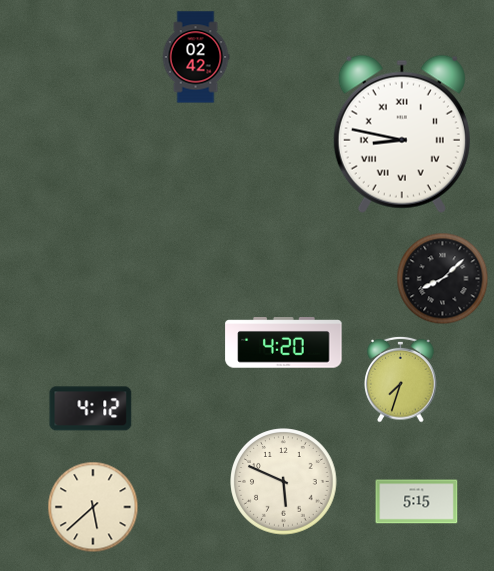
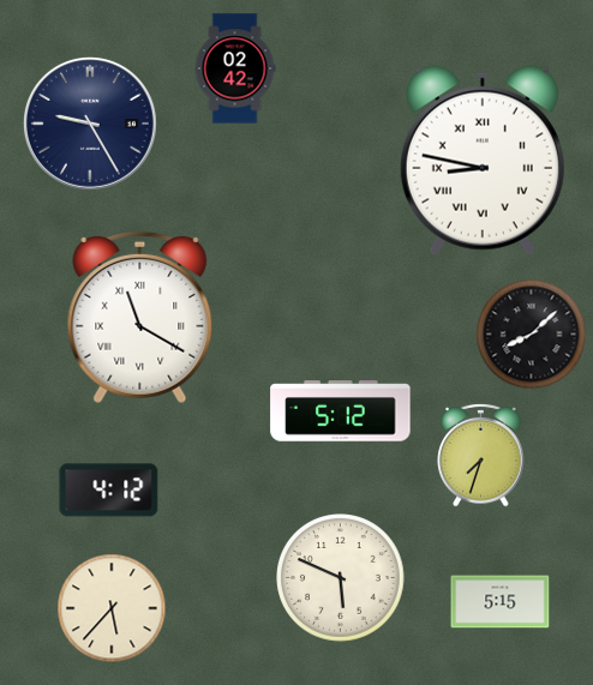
clock at (90, 124): none -> 9:25
clock at (140, 318): none -> 11:20
clock at (284, 343): 4:20 -> 5:12
clock at (93, 507): 5:38 -> 5:37
